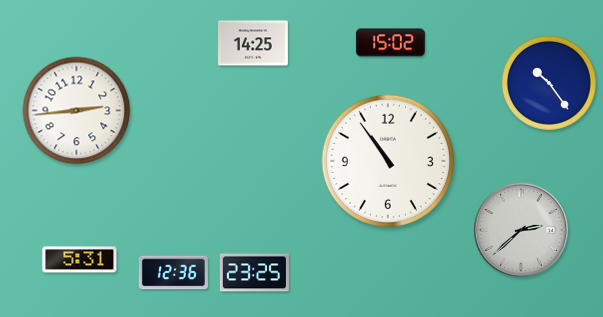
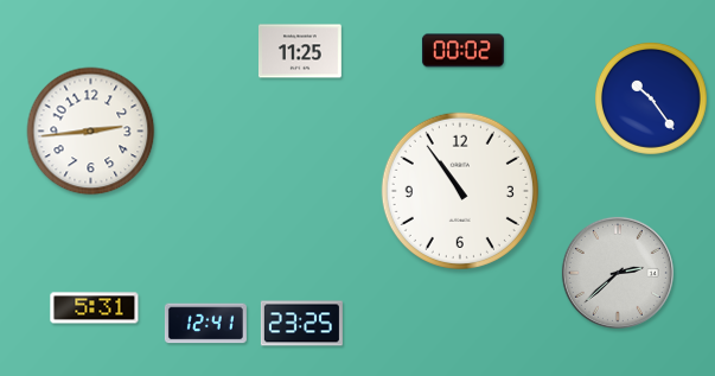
clock at (254, 43): 14:25 -> 11:25
clock at (390, 43): 15:02 -> 00:02
clock at (173, 273): 12:36 -> 12:41
